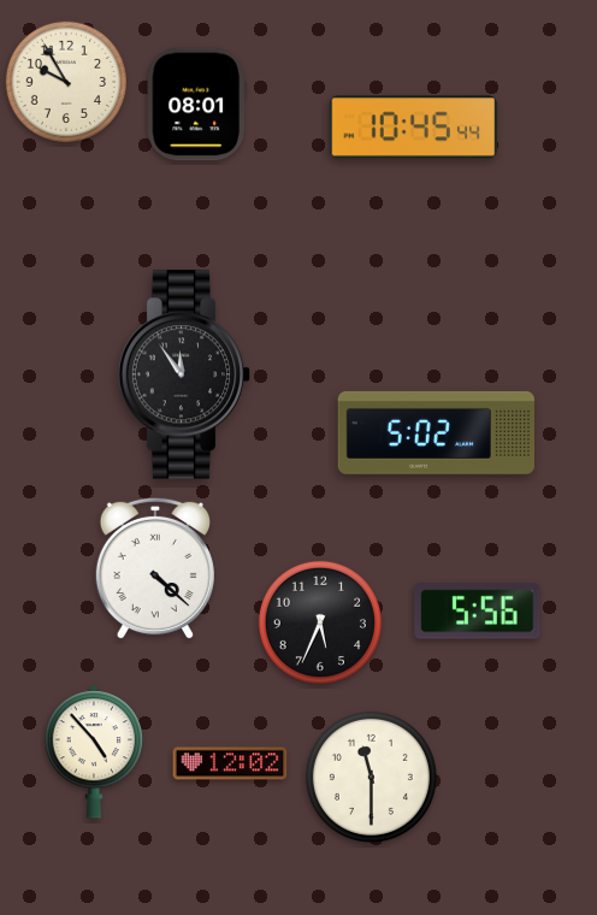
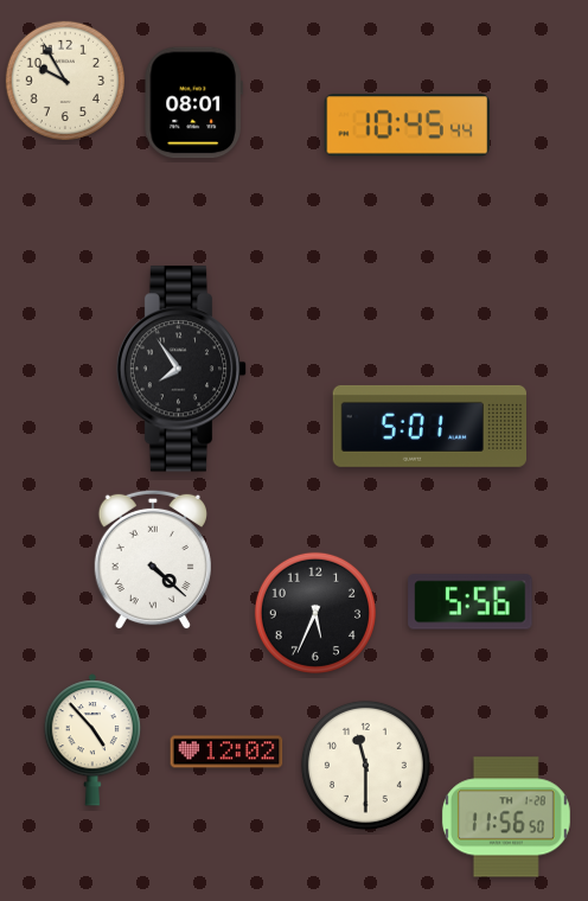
clock at (184, 374): 11:54 -> 7:54
clock at (436, 432): 5:02 -> 5:01
clock at (506, 817): none -> 11:56
